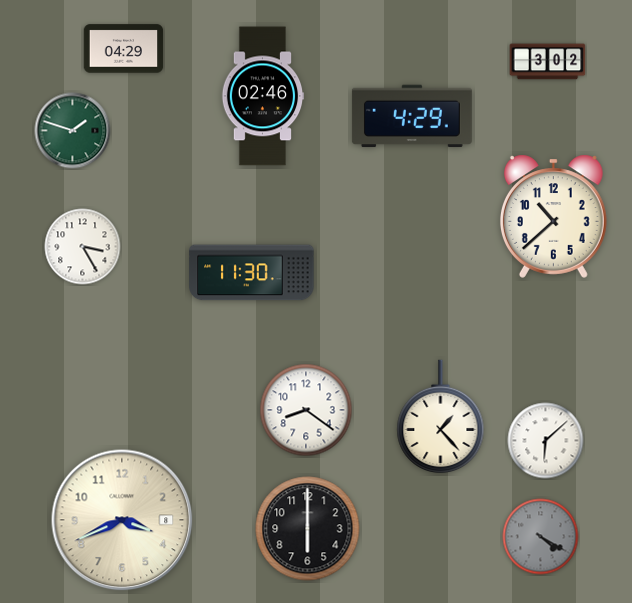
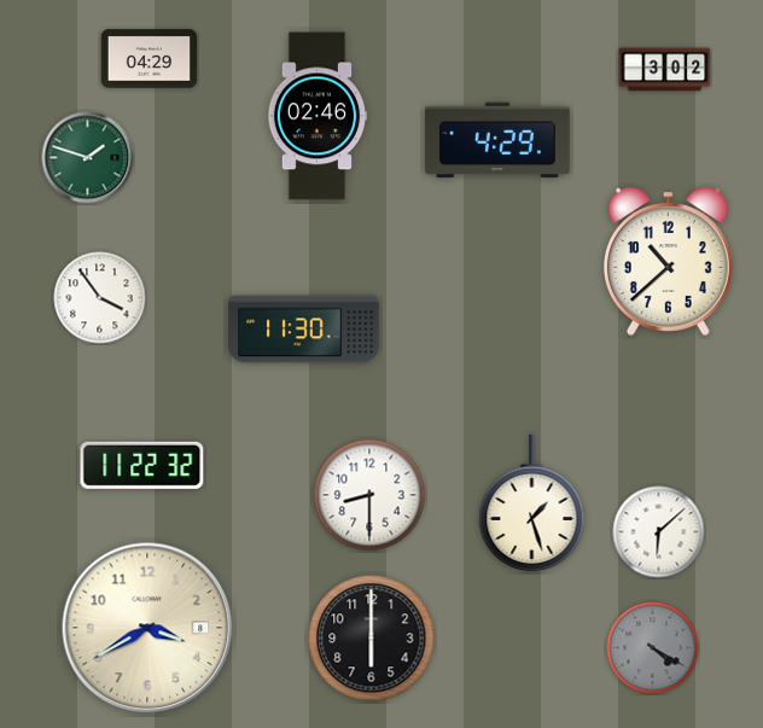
clock at (548, 62) position: (548, 62) -> (665, 70)
clock at (83, 247): 3:25 -> 3:54
clock at (142, 465): none -> 11:22
clock at (306, 410): 8:21 -> 8:30
clock at (441, 417): 1:23 -> 1:27
clock at (122, 520): 3:41 -> 3:40
